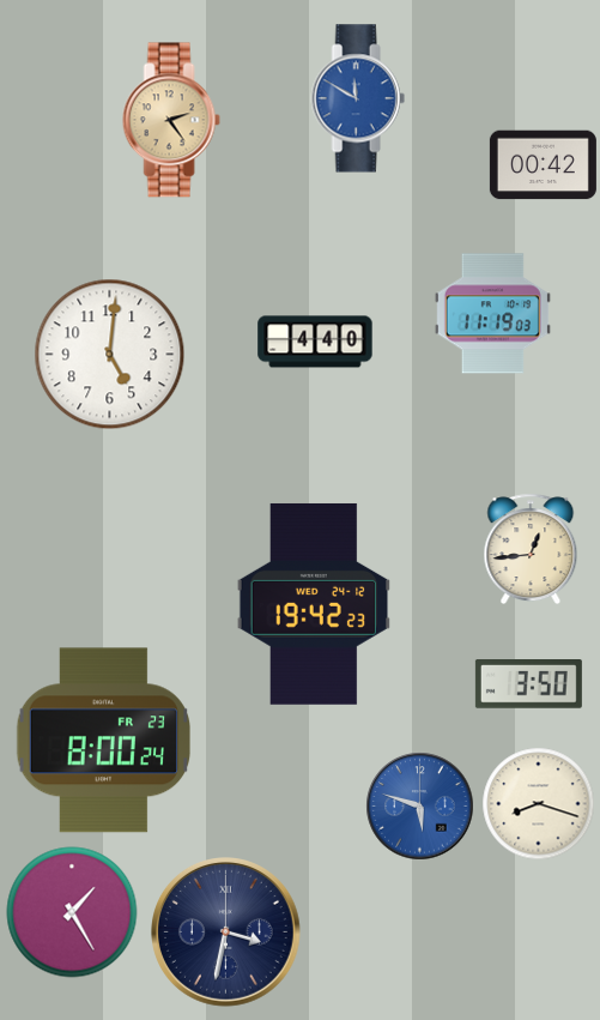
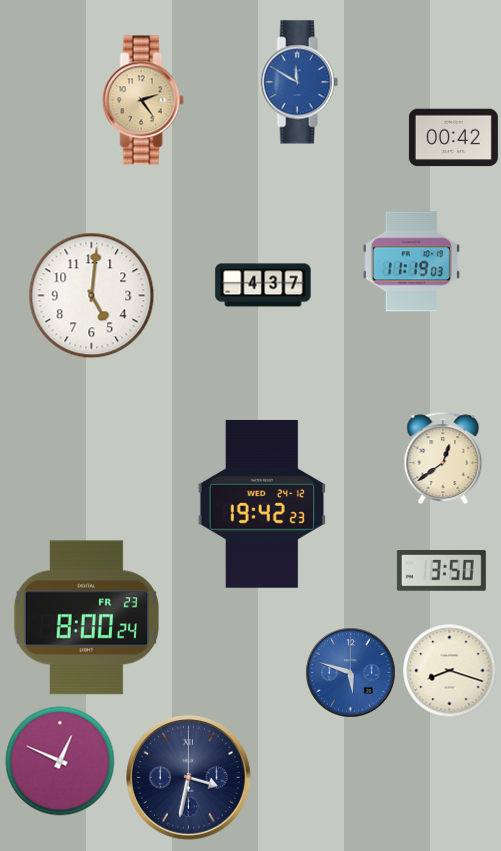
clock at (315, 342): 4:40 -> 4:37
clock at (531, 549): 12:44 -> 12:39
clock at (72, 912): 1:25 -> 12:49
